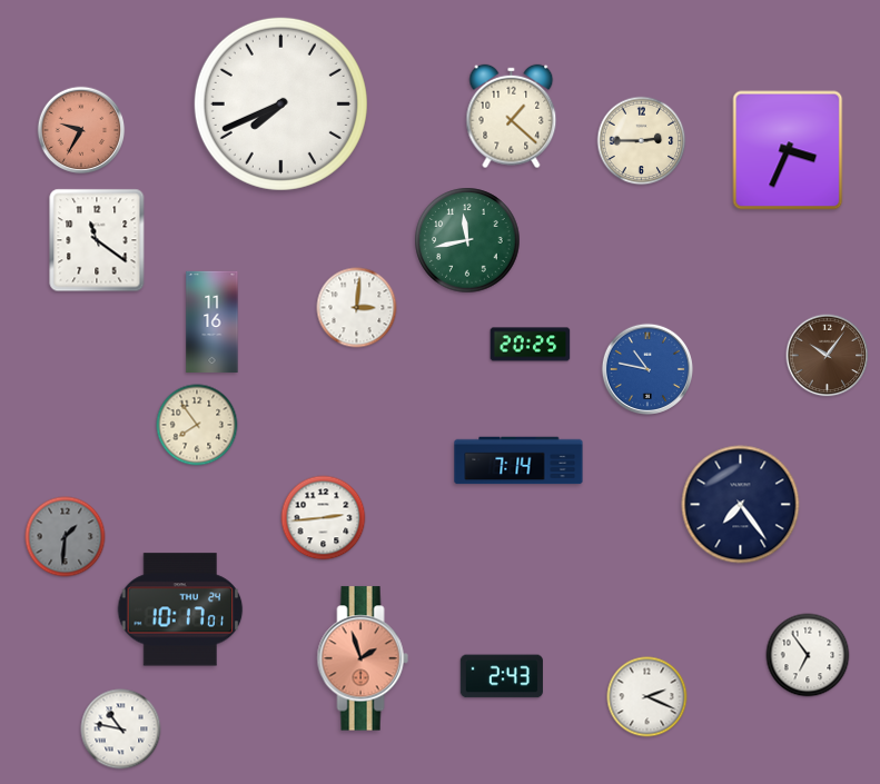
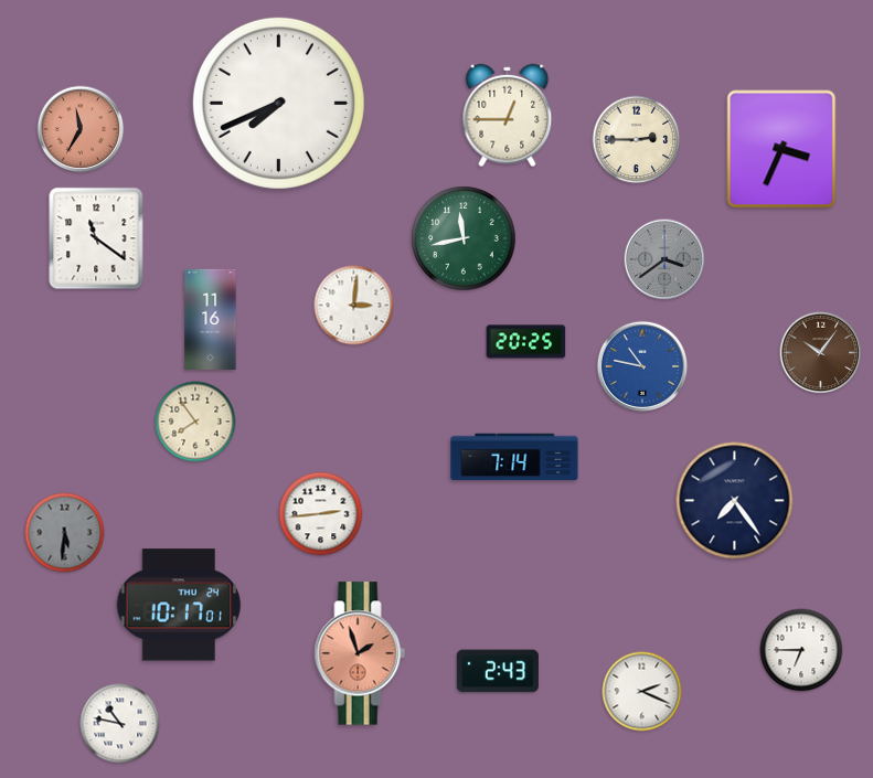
clock at (512, 117): 1:22 -> 12:45
clock at (81, 130): 9:35 -> 11:35
clock at (664, 259): none -> 3:39
clock at (66, 537): 1:31 -> 5:31
clock at (808, 655): 6:54 -> 6:45
